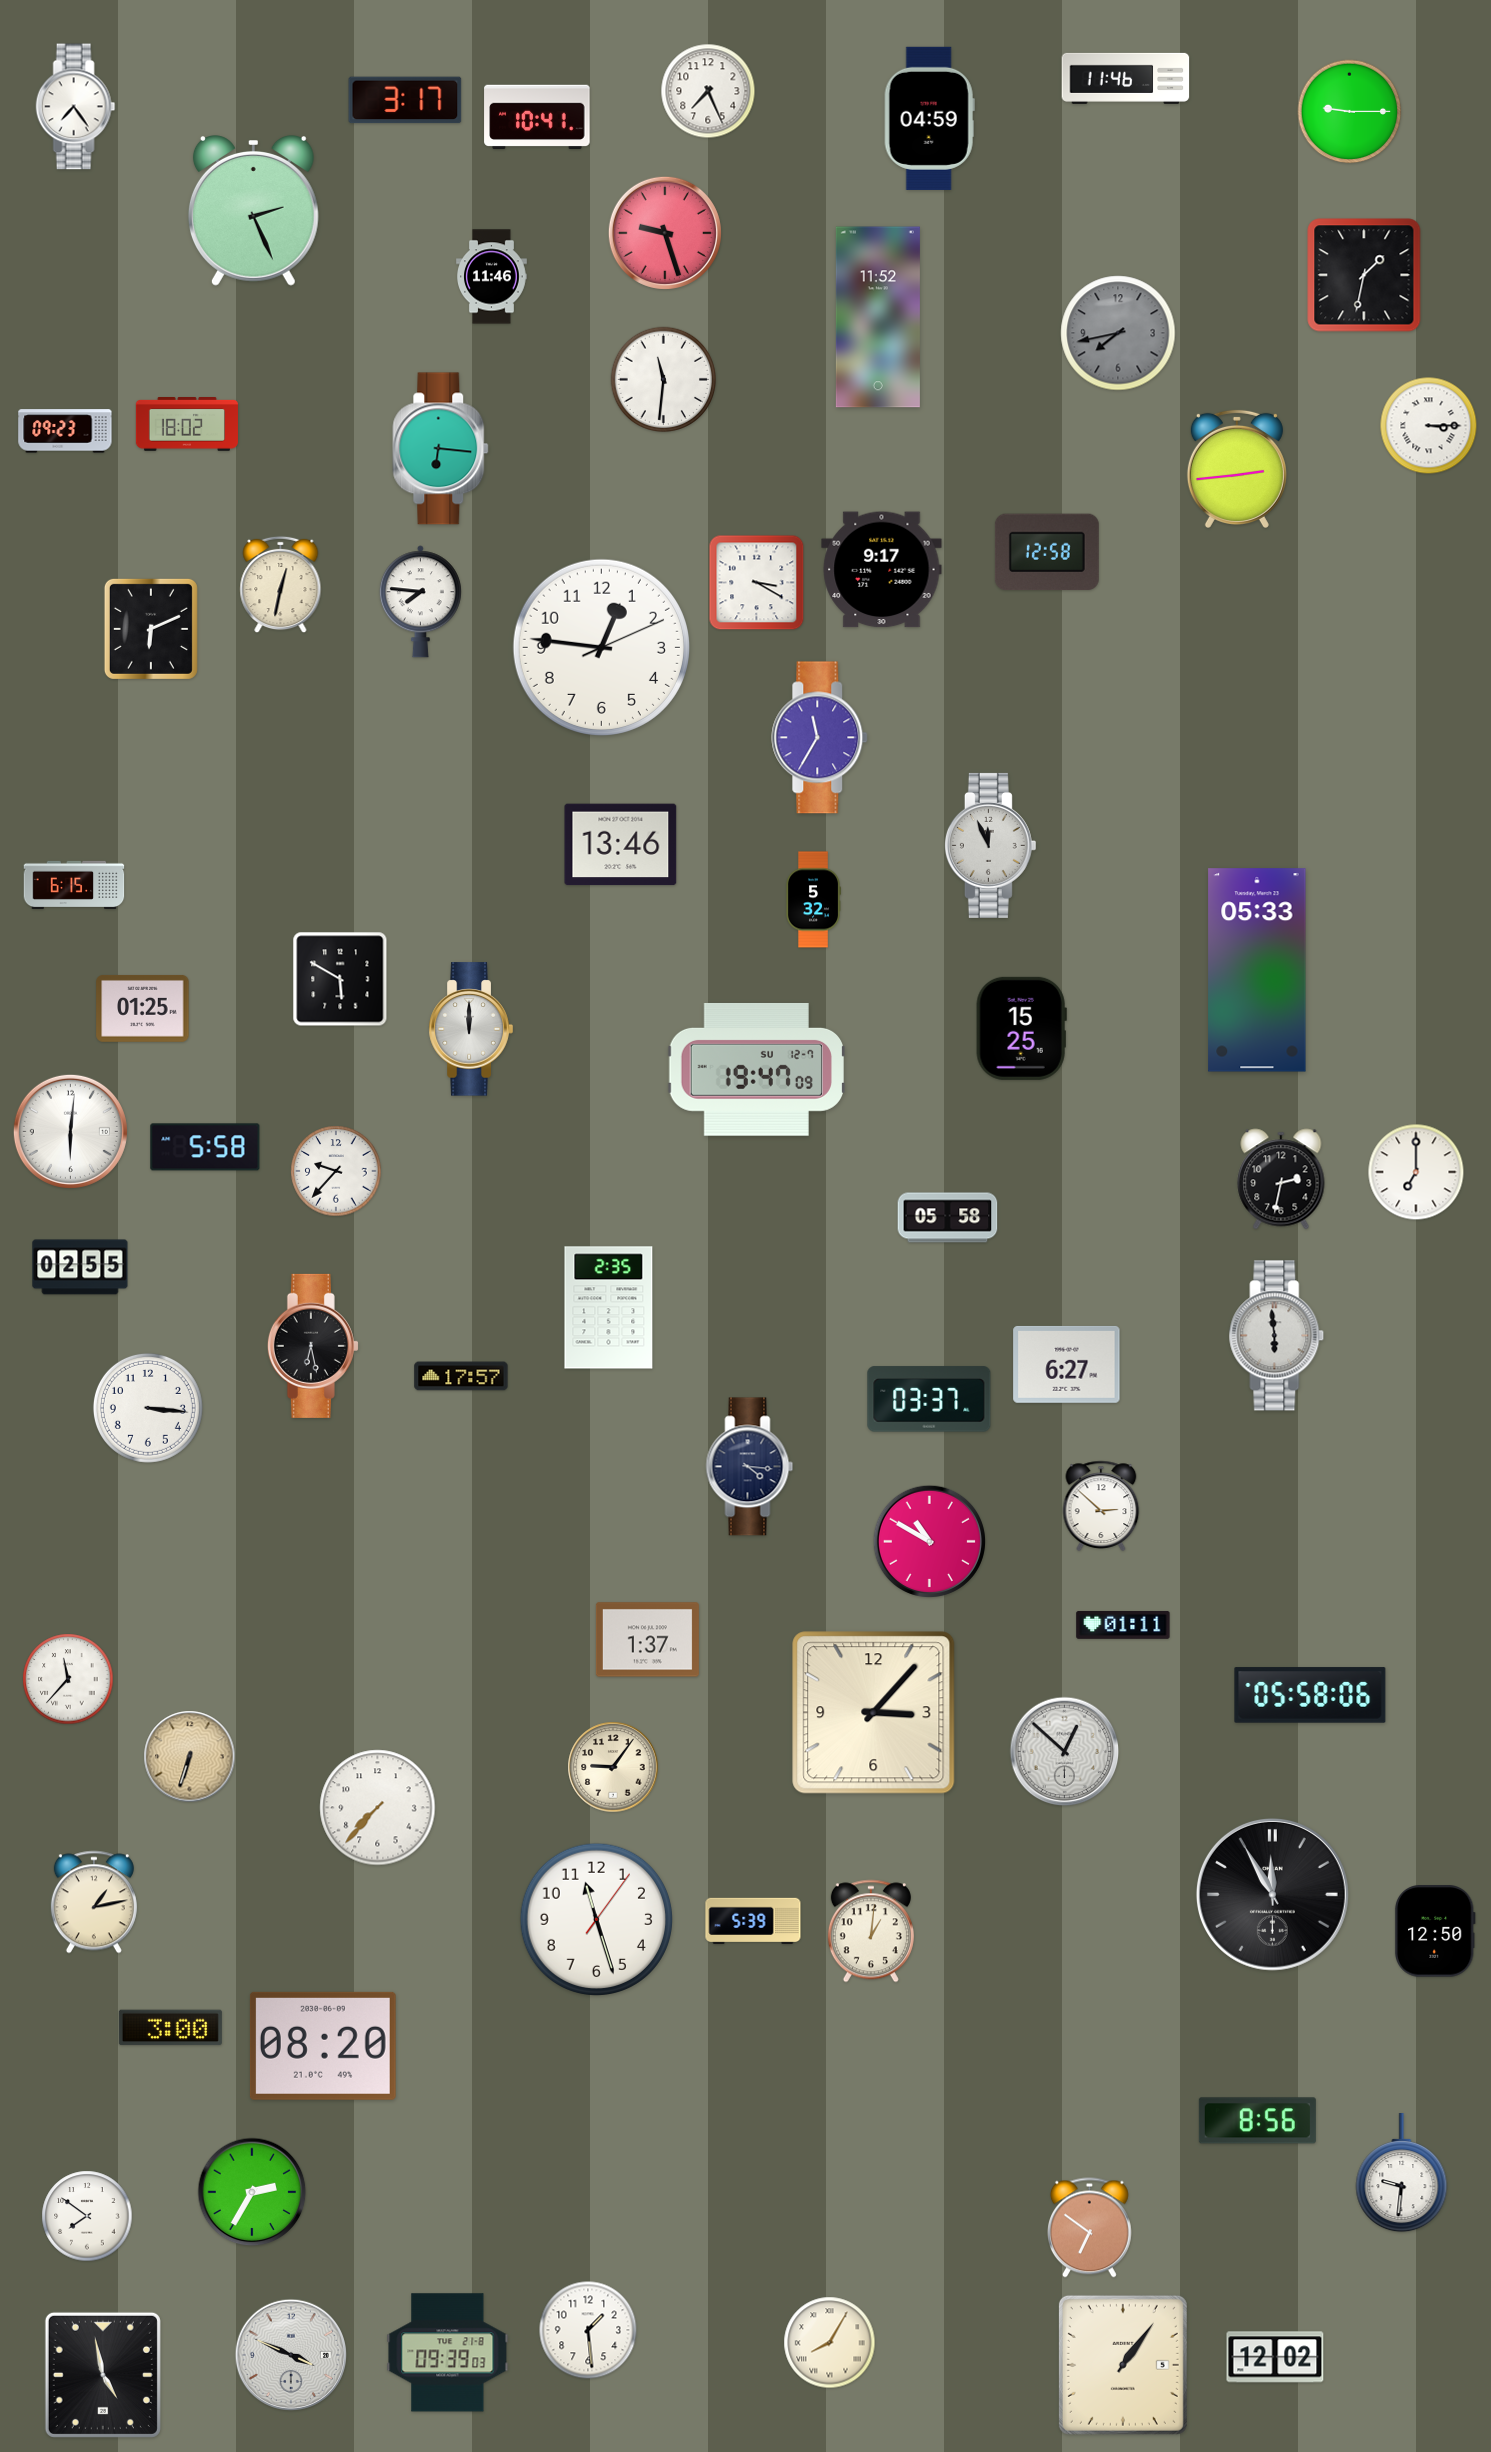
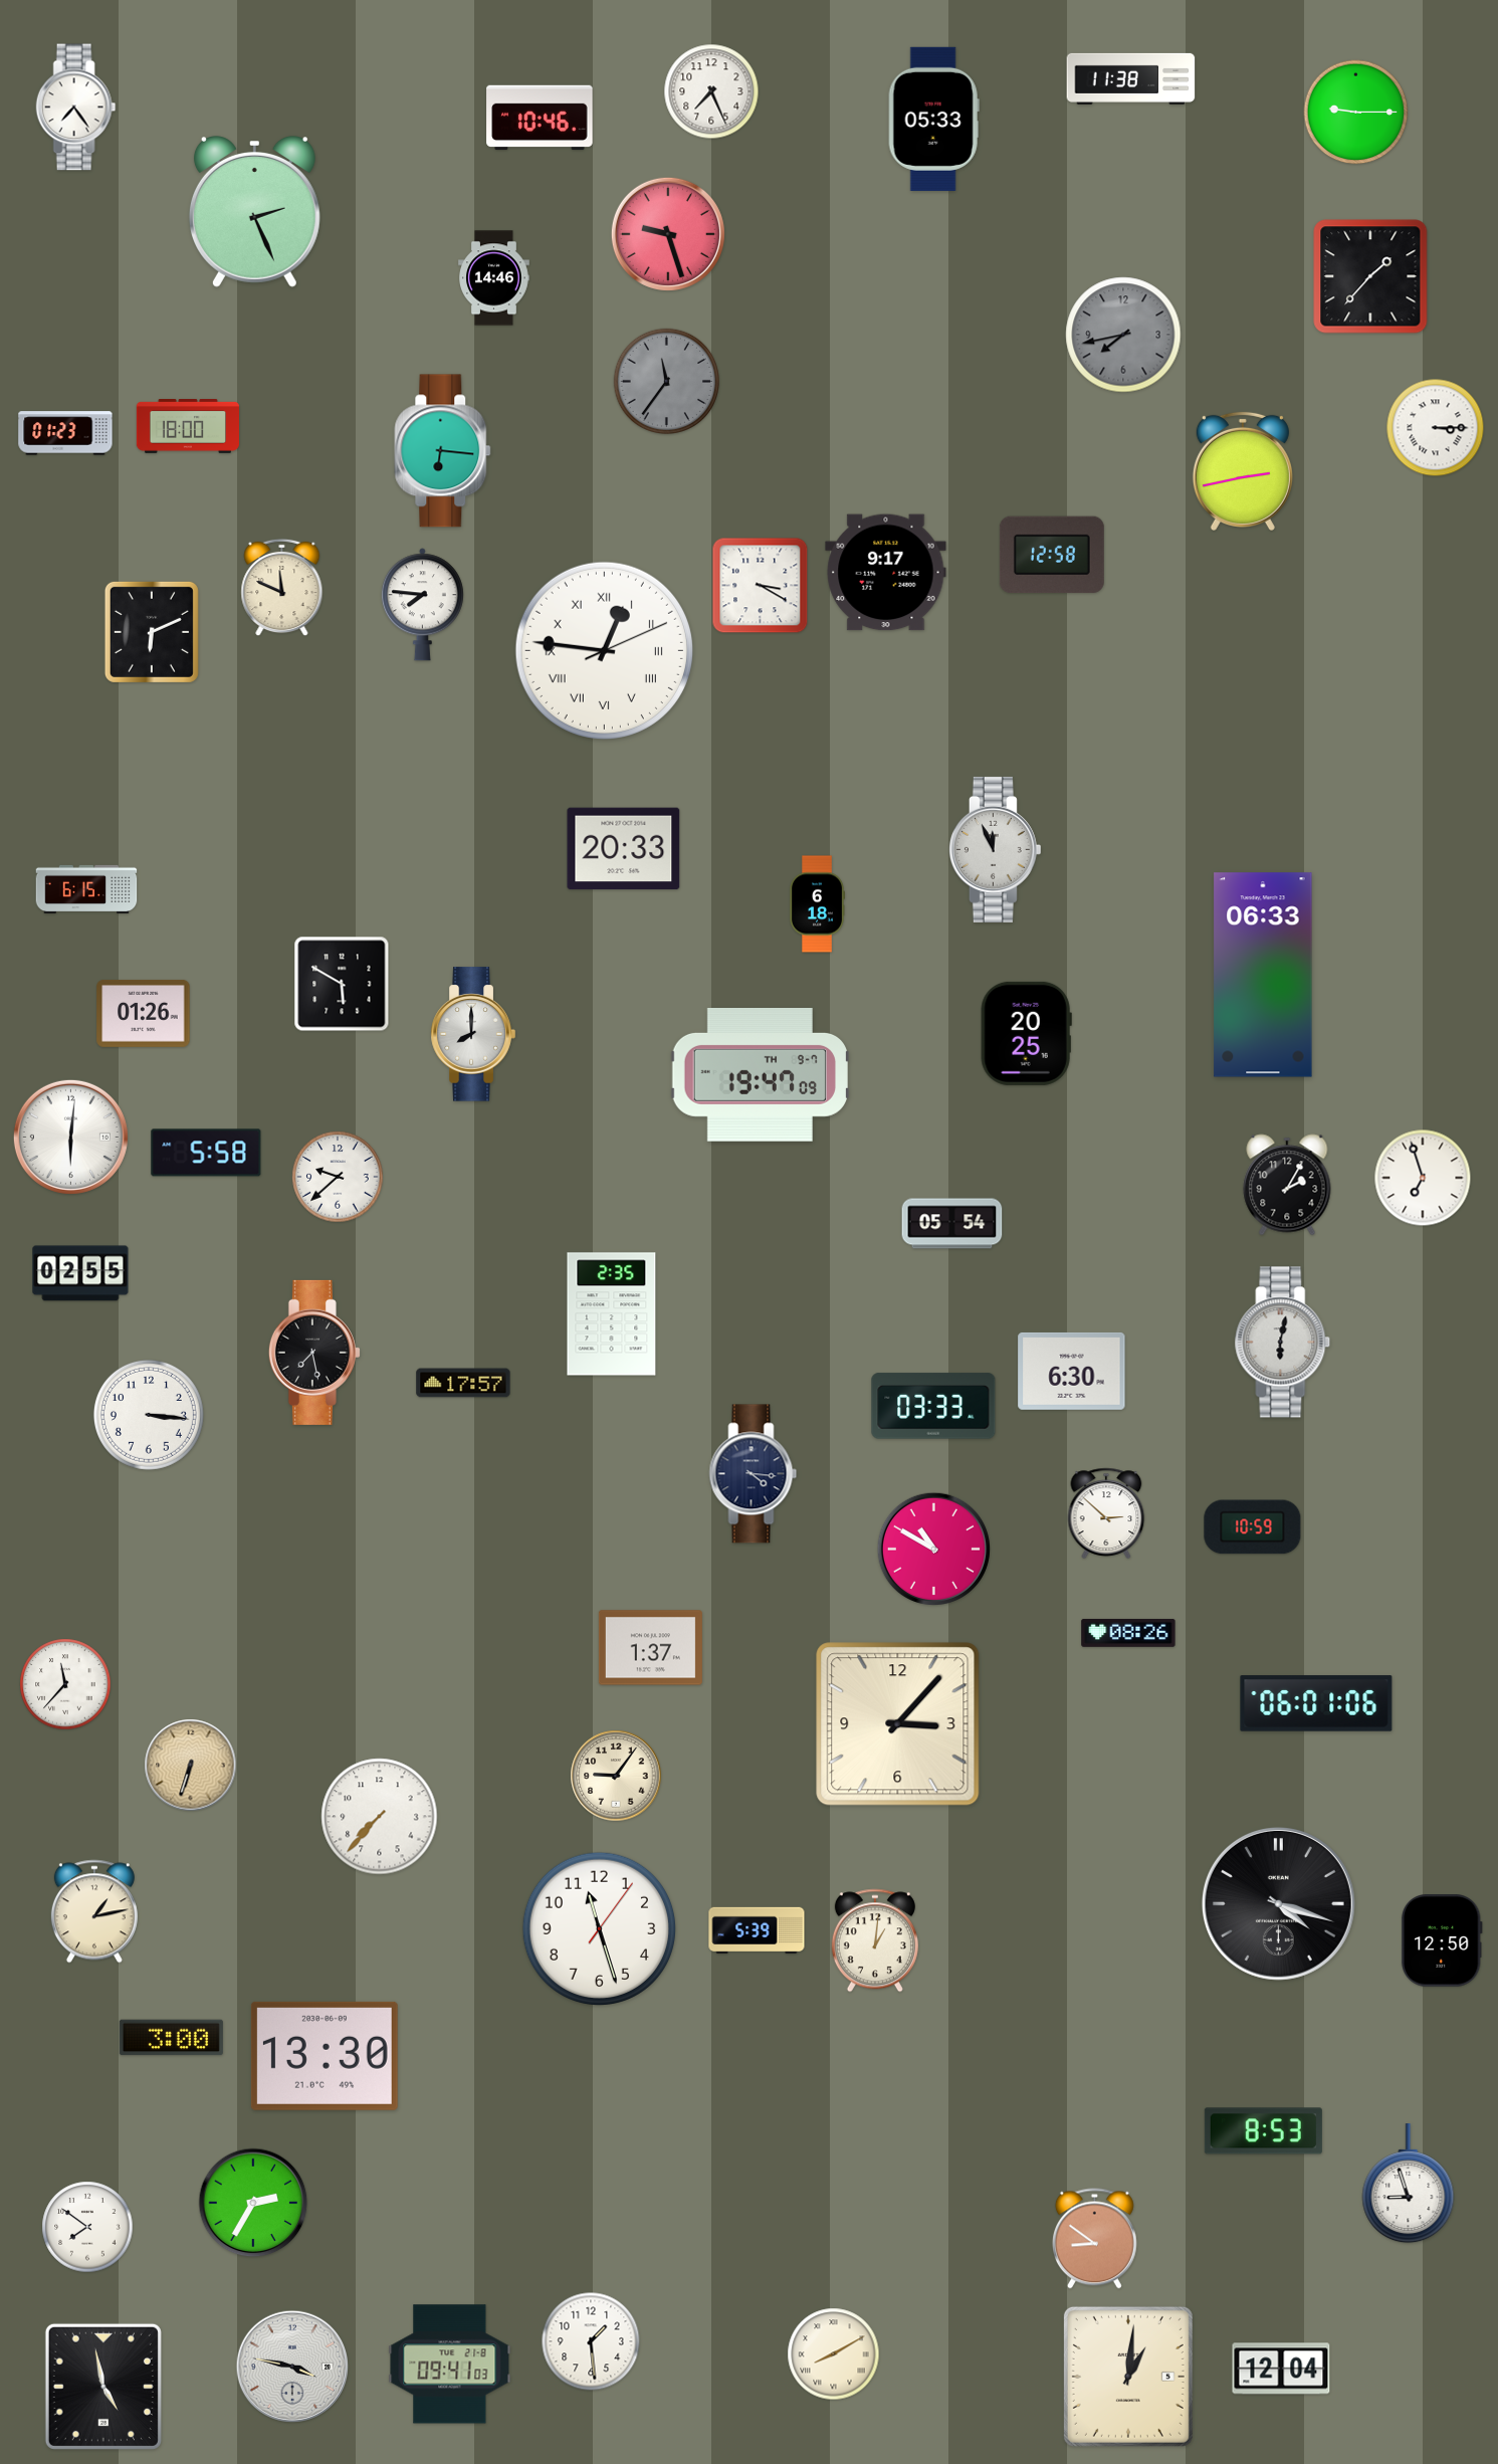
clock at (1126, 78): 11:46 -> 11:38
clock at (405, 100): 3:17 -> none
clock at (537, 117): 10:41 -> 10:46
clock at (929, 118): 04:59 -> 05:33
clock at (1364, 275): 1:32 -> 1:37
clock at (492, 277): 11:46 -> 14:46
clock at (878, 317): 11:52 -> none
clock at (664, 380): 11:31 -> 11:36
clock at (664, 380) dial: white -> grey
clock at (187, 425): 18:02 -> 18:00
clock at (65, 431): 09:23 -> 01:23
clock at (1237, 469): 2:44 -> 2:43
clock at (281, 585): 12:32 -> 11:49
clock at (601, 647) numerals: Arabic -> Roman
clock at (820, 738): 11:35 -> none
clock at (621, 845): 13:46 -> 20:33
clock at (74, 884) position: (74, 884) -> (86, 888)
clock at (814, 900): 5:32 -> 6:18
clock at (1257, 970): 05:33 -> 06:33
clock at (143, 1008): 01:25 -> 01:26
clock at (1021, 1028): 15:25 -> 20:25
clock at (471, 1029): 12:00 -> 8:00
clock at (757, 1069) date: SU 12-7 -> TH 9-7
clock at (336, 1171): 9:37 -> 9:38
clock at (1416, 1172): 7:00 -> 6:57
clock at (1281, 1179): 2:32 -> 2:05
clock at (948, 1218): 05:58 -> 05:54
clock at (1277, 1336): 5:59 -> 6:02
clock at (313, 1346): 6:28 -> 7:28
clock at (1067, 1364): 6:27 -> 6:30
clock at (929, 1399): 03:37 -> 03:33
clock at (1253, 1527): none -> 10:59
clock at (1123, 1625): 01:11 -> 08:26
clock at (68, 1679) position: (68, 1679) -> (65, 1684)
clock at (1310, 1695): 05:58 -> 06:01
clock at (874, 1713) position: (874, 1713) -> (898, 1724)
clock at (1065, 1752): 12:52 -> none
clock at (1272, 1894): 11:55 -> 4:18
clock at (323, 2046): 08:20 -> 13:30
clock at (1257, 2121): 8:56 -> 8:53
clock at (1402, 2173): 9:31 -> 8:57
clock at (1089, 2228): 6:51 -> 8:51
clock at (830, 2343): 8:05 -> 8:10
clock at (448, 2353): 09:39 -> 09:41
clock at (290, 2354): 3:49 -> 3:47
clock at (1275, 2357): 12:02 -> 12:04
clock at (1123, 2365): 1:06 -> 1:01
